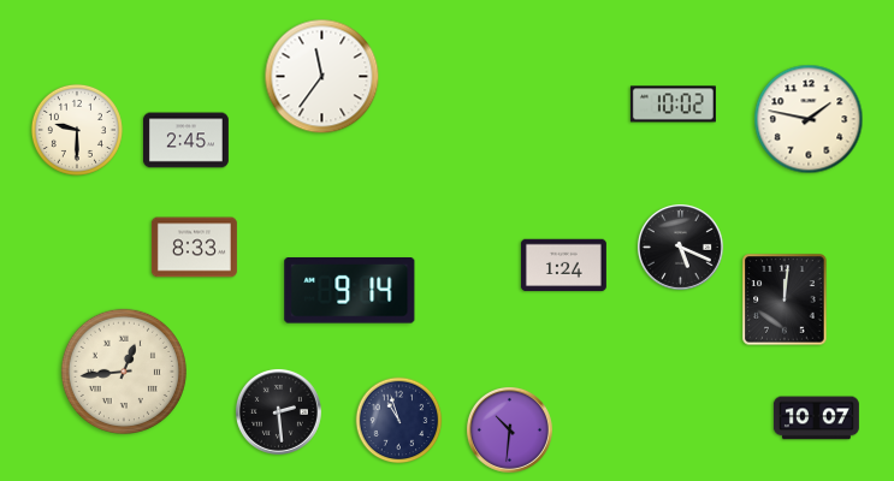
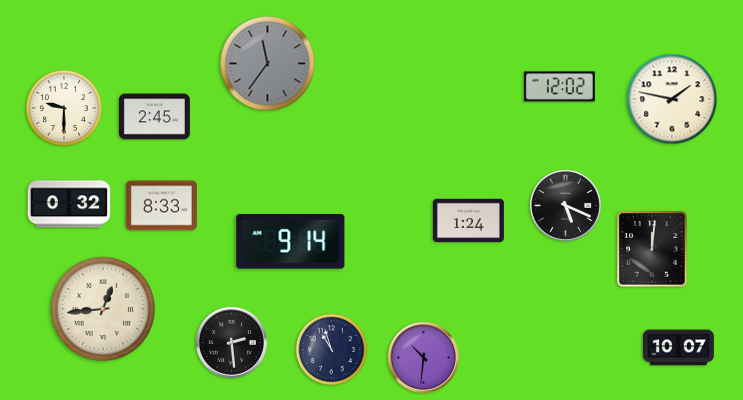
clock at (322, 77) dial: white -> grey
clock at (673, 105): 10:02 -> 12:02
clock at (69, 204): none -> 0:32
